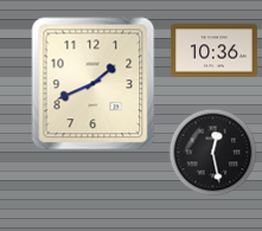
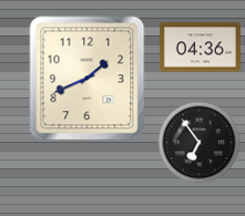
clock at (213, 51): 10:36 -> 04:36
clock at (213, 153): 12:28 -> 6:54
